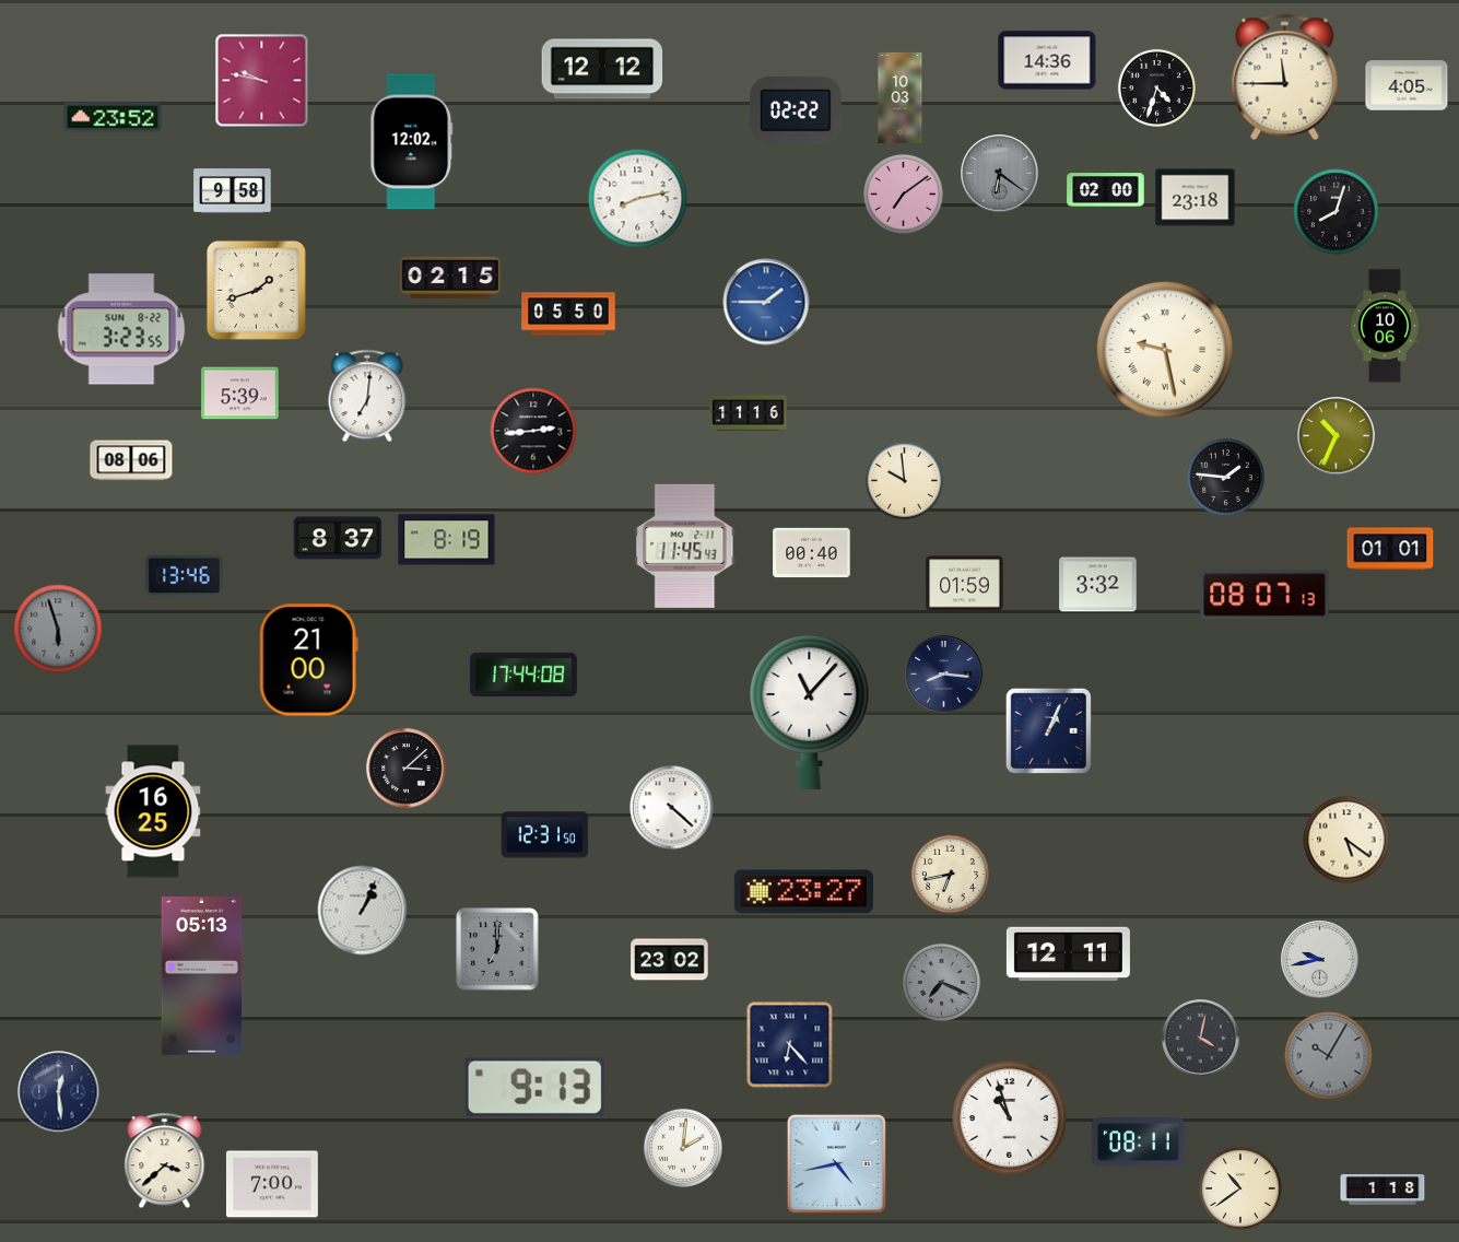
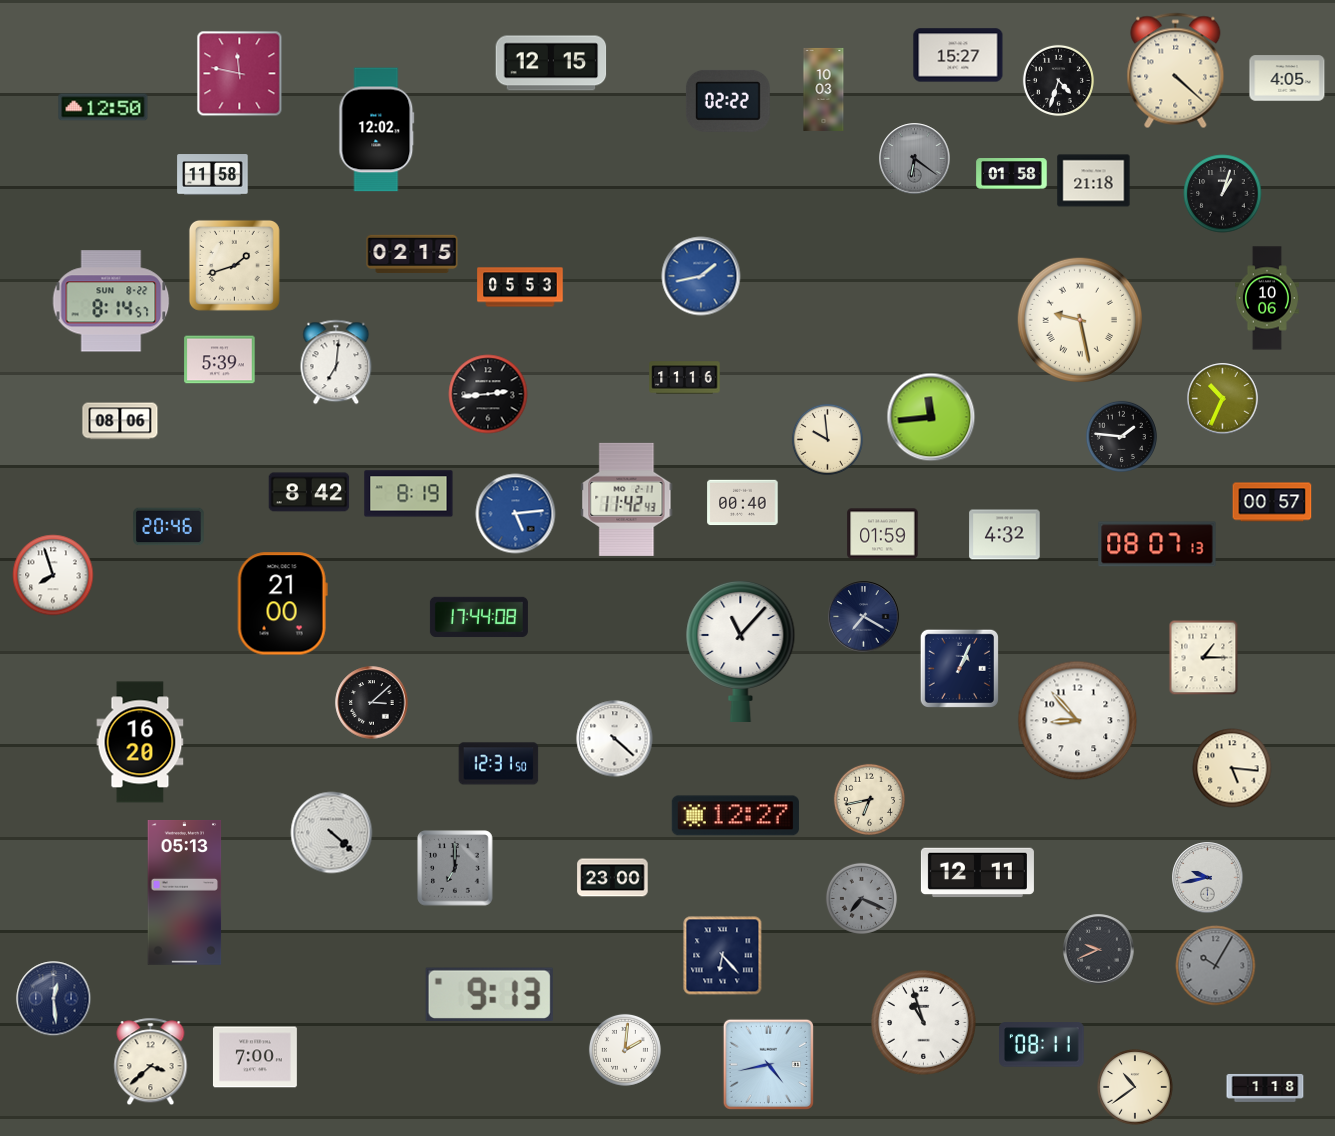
clock at (1047, 60): 14:36 -> 15:27
clock at (602, 69): 12:12 -> 12:15
clock at (1285, 78): 11:45 -> 4:22
clock at (262, 81): 9:47 -> 11:47
clock at (113, 117): 23:52 -> 12:50
clock at (1106, 190): 02:00 -> 01:58
clock at (233, 191): 9:58 -> 11:58
clock at (903, 194): 7:09 -> none
clock at (1196, 198): 23:18 -> 21:18
clock at (638, 199): 8:13 -> none
clock at (1337, 212): 8:03 -> 1:03
clock at (766, 302): 1:45 -> 1:43
clock at (568, 314): 05:50 -> 05:53
clock at (121, 329): 3:23 -> 8:14
clock at (1165, 350) position: (1165, 350) -> (1080, 320)
clock at (931, 417): none -> 11:44
clock at (338, 538): 8:37 -> 8:42
clock at (685, 546): 11:45 -> 11:42
clock at (1390, 549): 01:01 -> 00:57
clock at (812, 553) position: (812, 553) -> (743, 503)
clock at (516, 514): none -> 5:14
clock at (185, 576): 13:46 -> 20:46
clock at (1098, 585): 3:32 -> 4:32
clock at (58, 629): 5:57 -> 7:57
clock at (58, 629) dial: grey -> white
clock at (944, 675): 8:16 -> 7:20
clock at (1204, 658): none -> 1:15
clock at (1078, 721): none -> 8:53
clock at (153, 811): 16:25 -> 16:20
clock at (1346, 840): 5:21 -> 5:16
clock at (803, 892): 23:27 -> 12:27
clock at (363, 911): 1:04 -> 4:22
clock at (670, 960): 23:02 -> 23:00
clock at (1201, 1039): 4:02 -> 9:41
clock at (836, 1163) position: (836, 1163) -> (768, 1064)
clock at (272, 1184) position: (272, 1184) -> (255, 1057)
